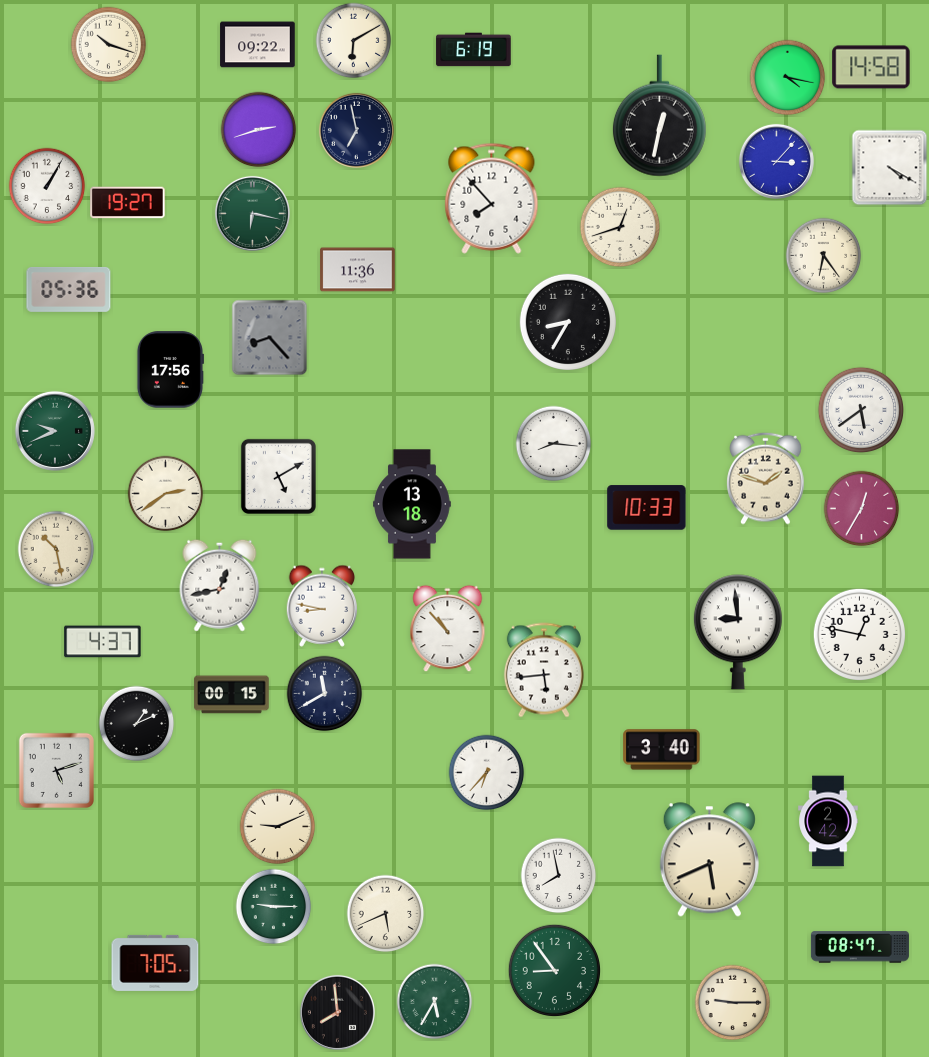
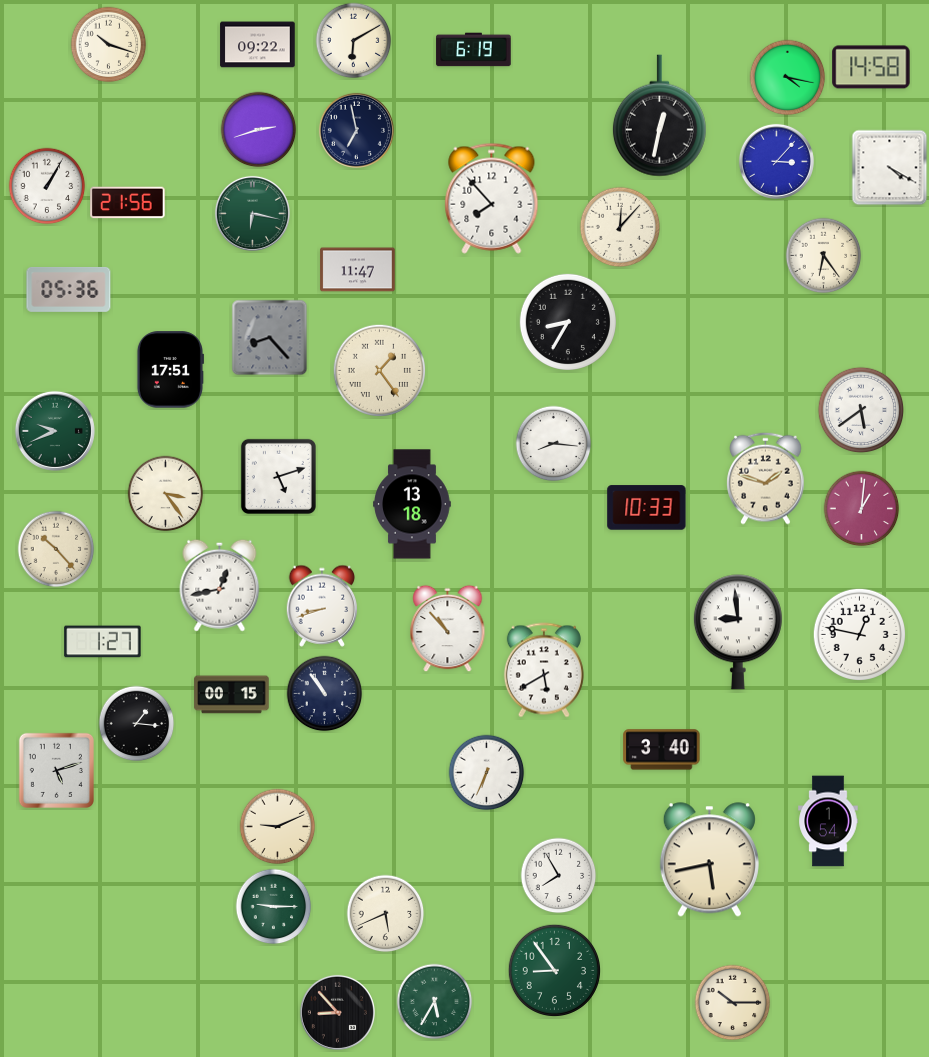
clock at (128, 203): 19:27 -> 21:56
clock at (620, 227): 12:42 -> 12:07
clock at (358, 270): 11:36 -> 11:47
clock at (170, 370): 17:56 -> 17:51
clock at (379, 370): none -> 1:24
clock at (278, 476): 5:10 -> 5:12
clock at (166, 494): 2:39 -> 3:24
clock at (862, 509): 12:35 -> 1:01
clock at (56, 549): 10:28 -> 10:23
clock at (322, 606): 8:47 -> 8:42
clock at (103, 642): 4:37 -> 1:27
clock at (544, 670): 5:44 -> 5:40
clock at (325, 694): 11:40 -> 10:54
clock at (137, 724): 1:11 -> 1:16
clock at (487, 773): 6:37 -> 6:34
clock at (828, 821): 2:42 -> 1:54
clock at (709, 860): 5:41 -> 5:43
clock at (559, 876): 7:58 -> 7:55
clock at (860, 947): 08:47 -> none
clock at (155, 963): 7:05 -> none
clock at (733, 1003): 9:15 -> 10:15
clock at (337, 1012): 7:59 -> 8:53
